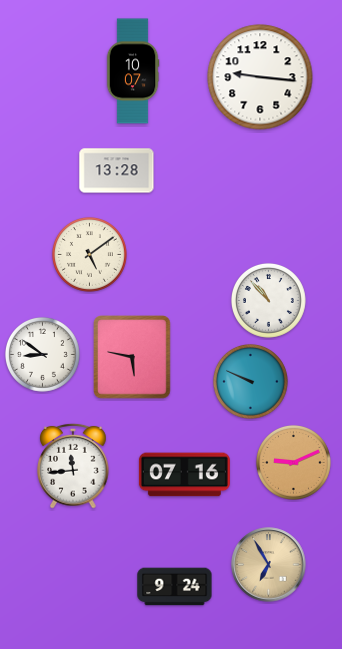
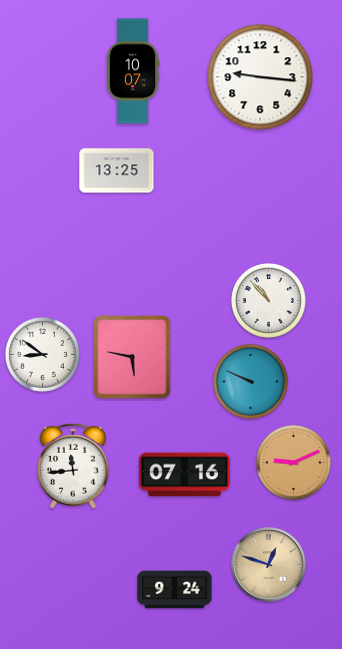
clock at (117, 171): 13:28 -> 13:25
clock at (89, 254): 5:09 -> none
clock at (269, 565): 6:55 -> 12:48
clock at (175, 587) position: (175, 587) -> (175, 590)
